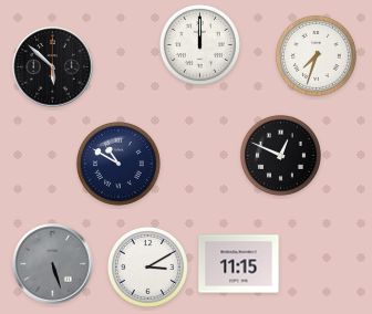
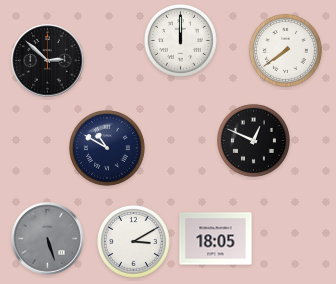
clock at (316, 55): 7:33 -> 7:39
clock at (53, 67): 5:52 -> 2:52
clock at (239, 264): 11:15 -> 18:05
